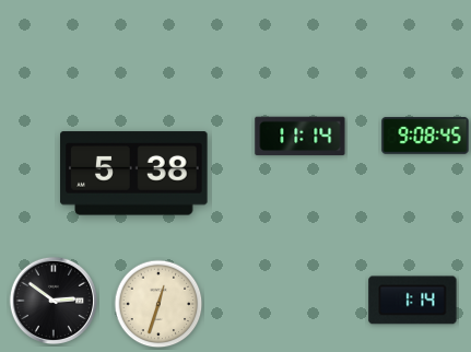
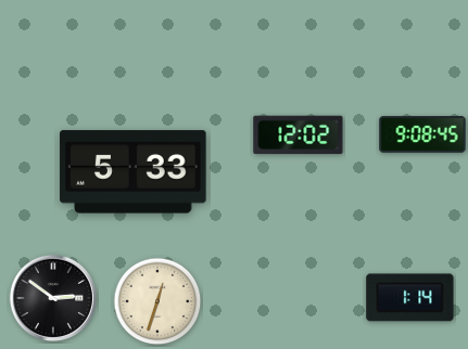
clock at (301, 137): 11:14 -> 12:02
clock at (134, 174): 5:38 -> 5:33
